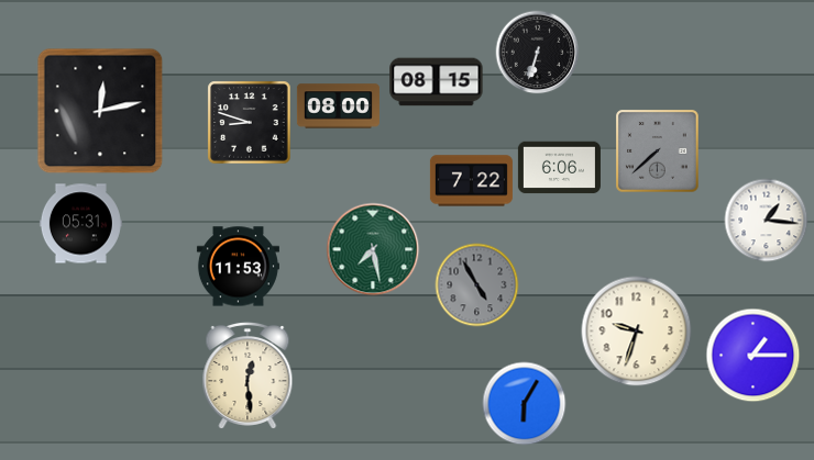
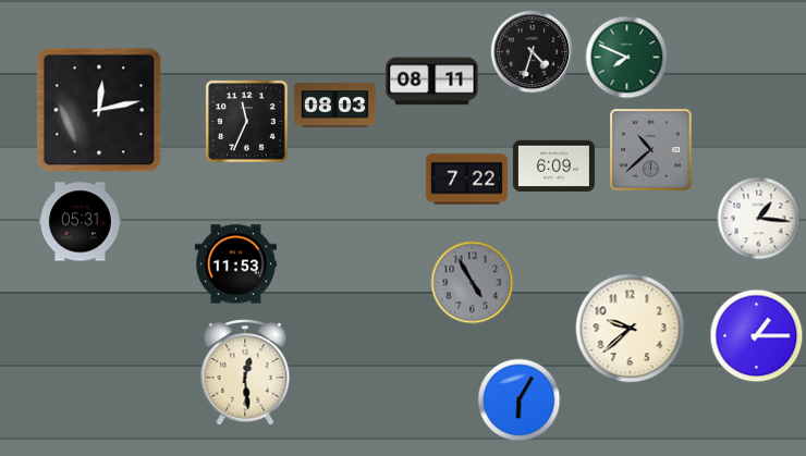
clock at (538, 53): 6:33 -> 4:33
clock at (627, 58): none -> 7:49
clock at (437, 82): 08:15 -> 08:11
clock at (338, 106): 08:00 -> 08:03
clock at (250, 123): 8:48 -> 11:34
clock at (658, 152): 7:38 -> 10:38
clock at (559, 168): 6:06 -> 6:09
clock at (373, 249): 7:28 -> none
clock at (637, 332): 9:33 -> 9:38
clock at (754, 356) position: (754, 356) -> (757, 336)
